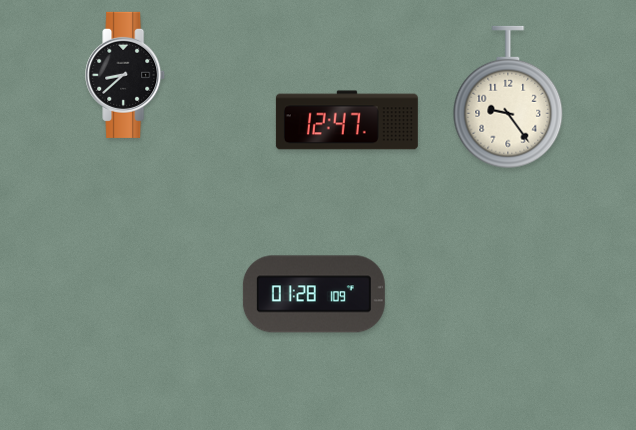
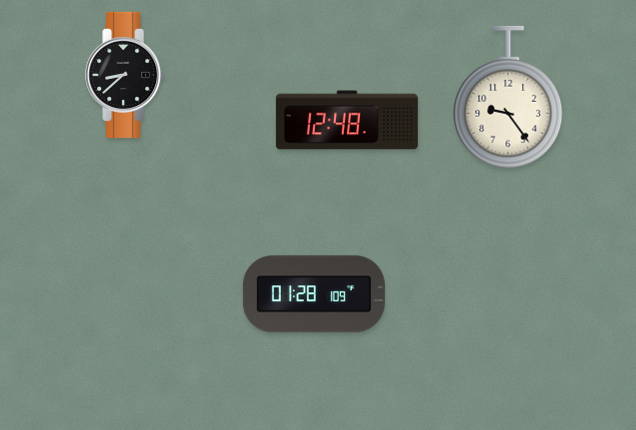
clock at (347, 120): 12:47 -> 12:48
